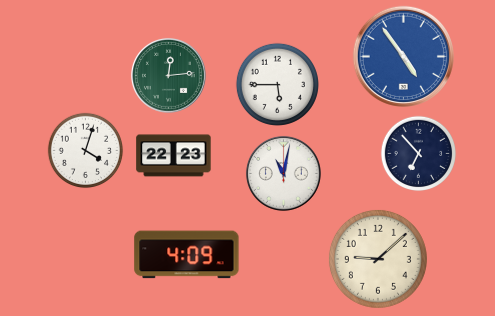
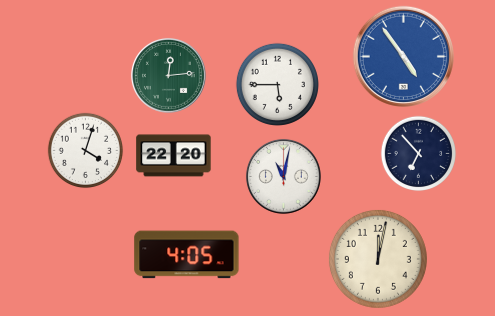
clock at (174, 156): 22:23 -> 22:20
clock at (283, 173) position: (283, 173) -> (283, 176)
clock at (187, 255): 4:09 -> 4:05
clock at (378, 259): 9:08 -> 12:02
